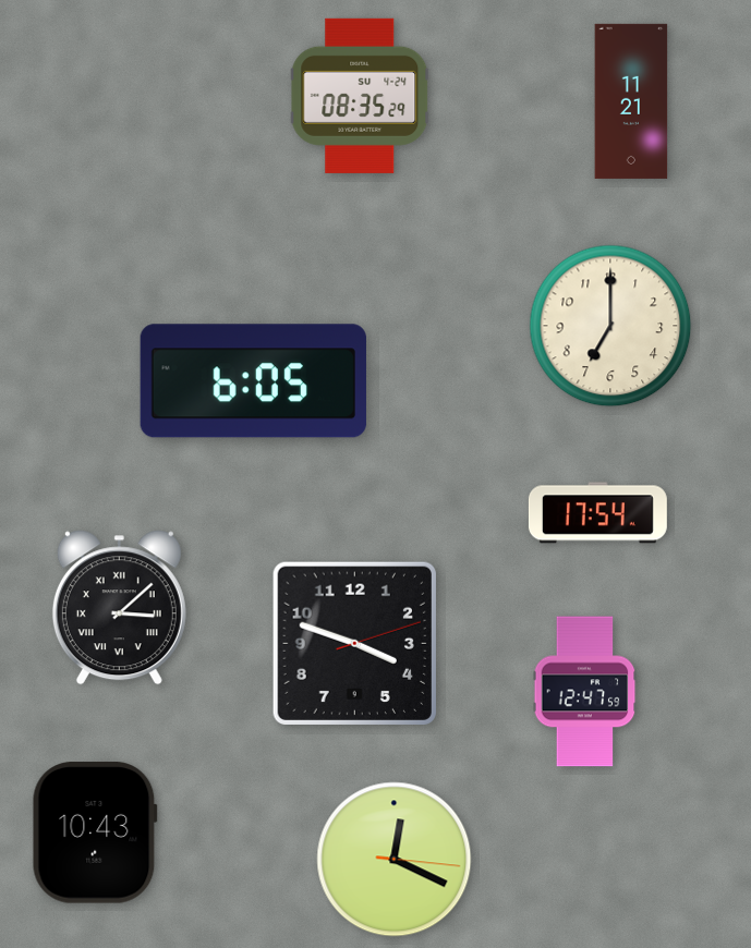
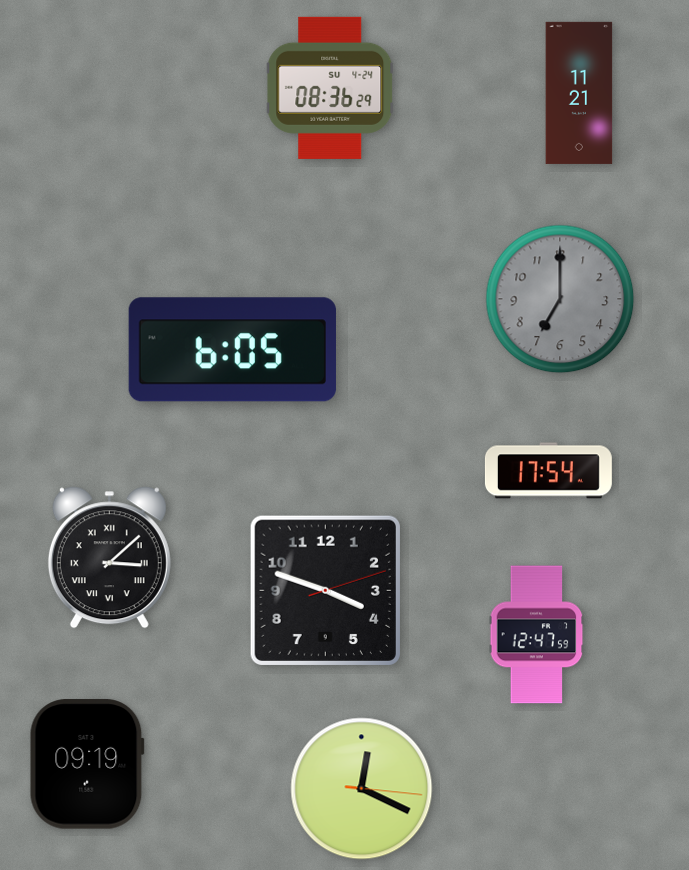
clock at (360, 96): 08:35 -> 08:36
clock at (610, 326) dial: cream -> grey
clock at (95, 832): 10:43 -> 09:19
